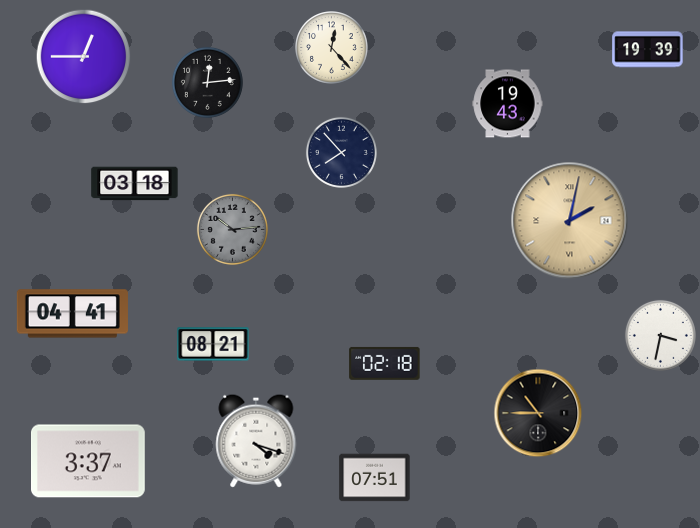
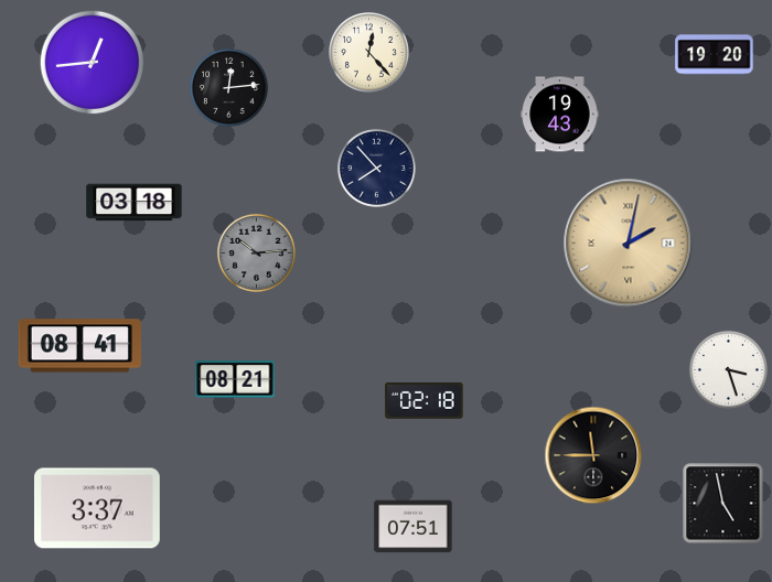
clock at (332, 48) position: (332, 48) -> (369, 53)
clock at (648, 50): 19:39 -> 19:20
clock at (84, 57): 12:45 -> 12:44
clock at (207, 82) position: (207, 82) -> (228, 87)
clock at (135, 184) position: (135, 184) -> (135, 203)
clock at (72, 314): 04:41 -> 08:41
clock at (660, 335): 3:32 -> 3:27
clock at (538, 413): 10:45 -> 11:45
clock at (256, 441): 4:18 -> none
clock at (723, 504): none -> 4:58
